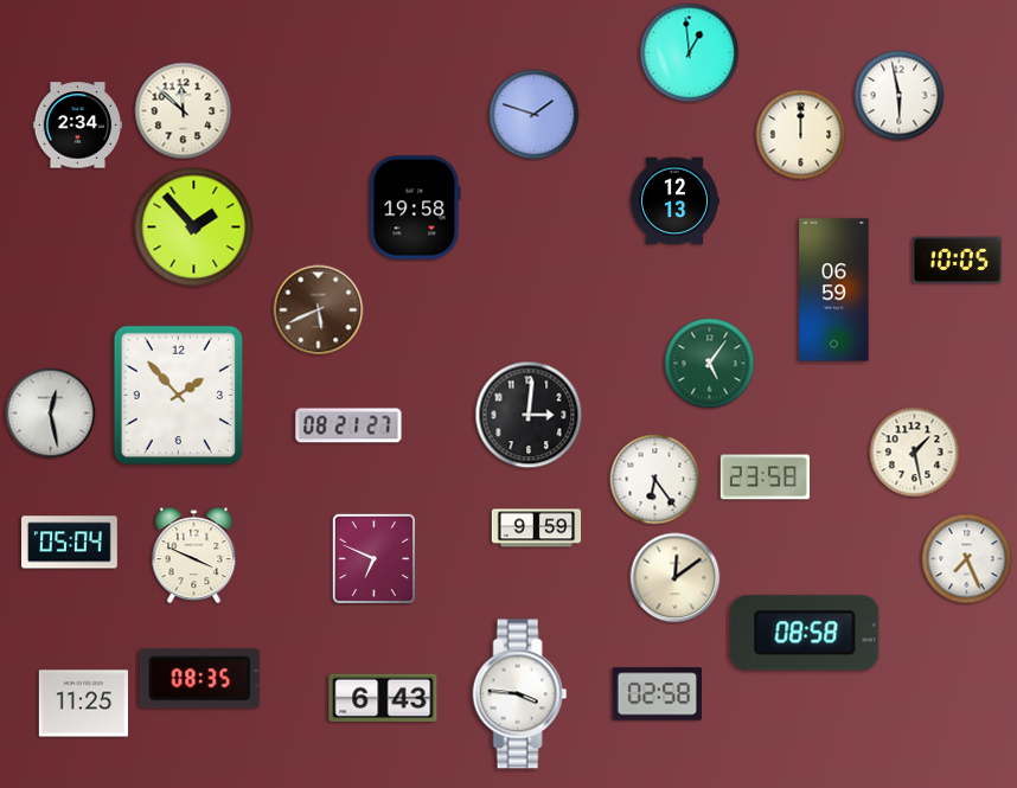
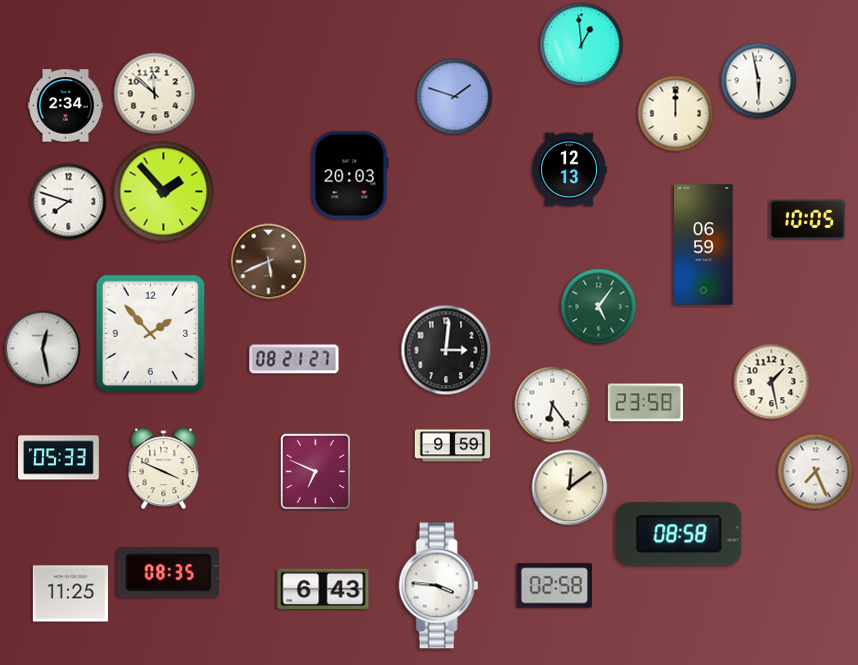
clock at (535, 115) position: (535, 115) -> (455, 97)
clock at (415, 207): 19:58 -> 20:03
clock at (69, 202): none -> 7:48
clock at (70, 543): 05:04 -> 05:33
